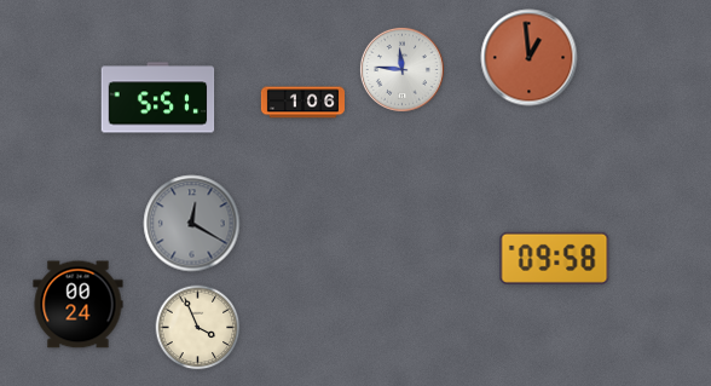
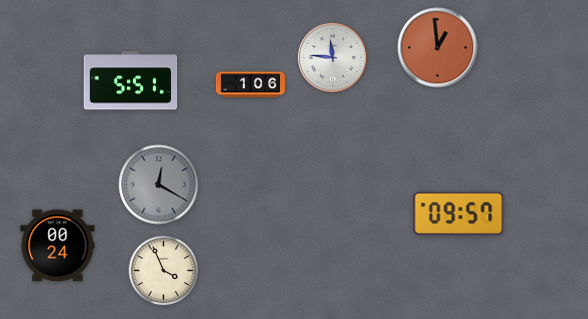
clock at (555, 258): 09:58 -> 09:57
clock at (79, 305) position: (79, 305) -> (58, 246)
